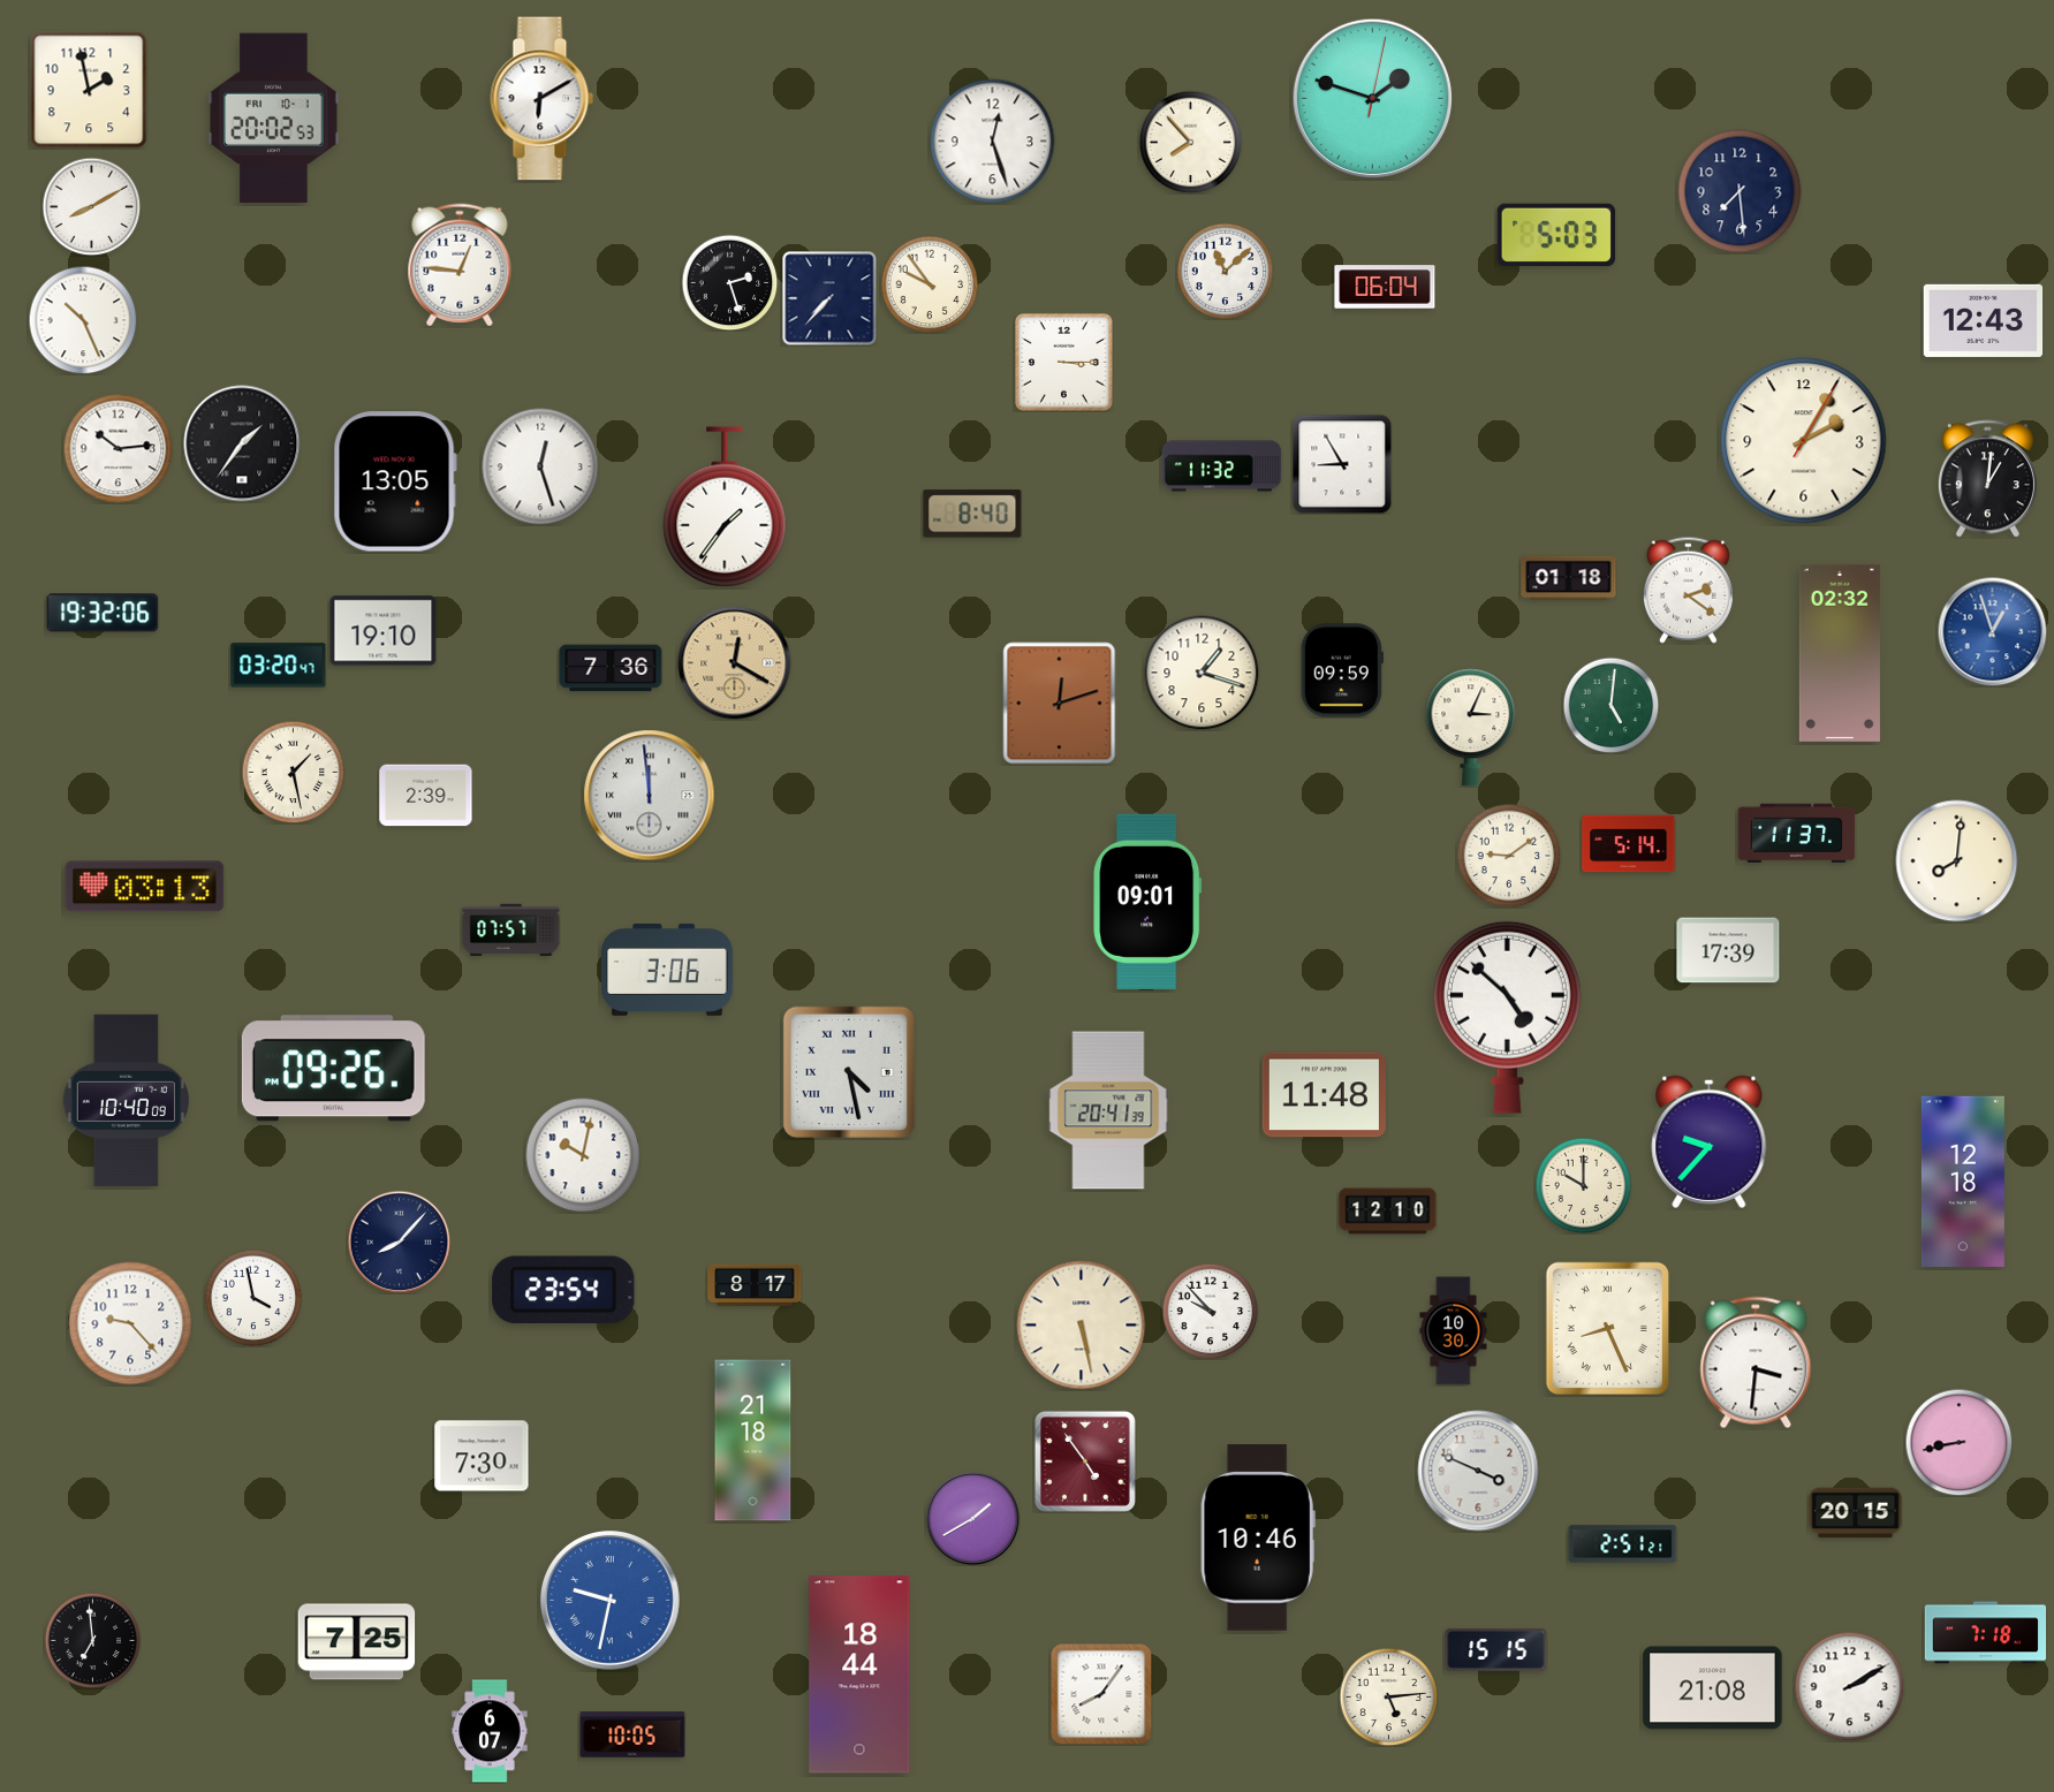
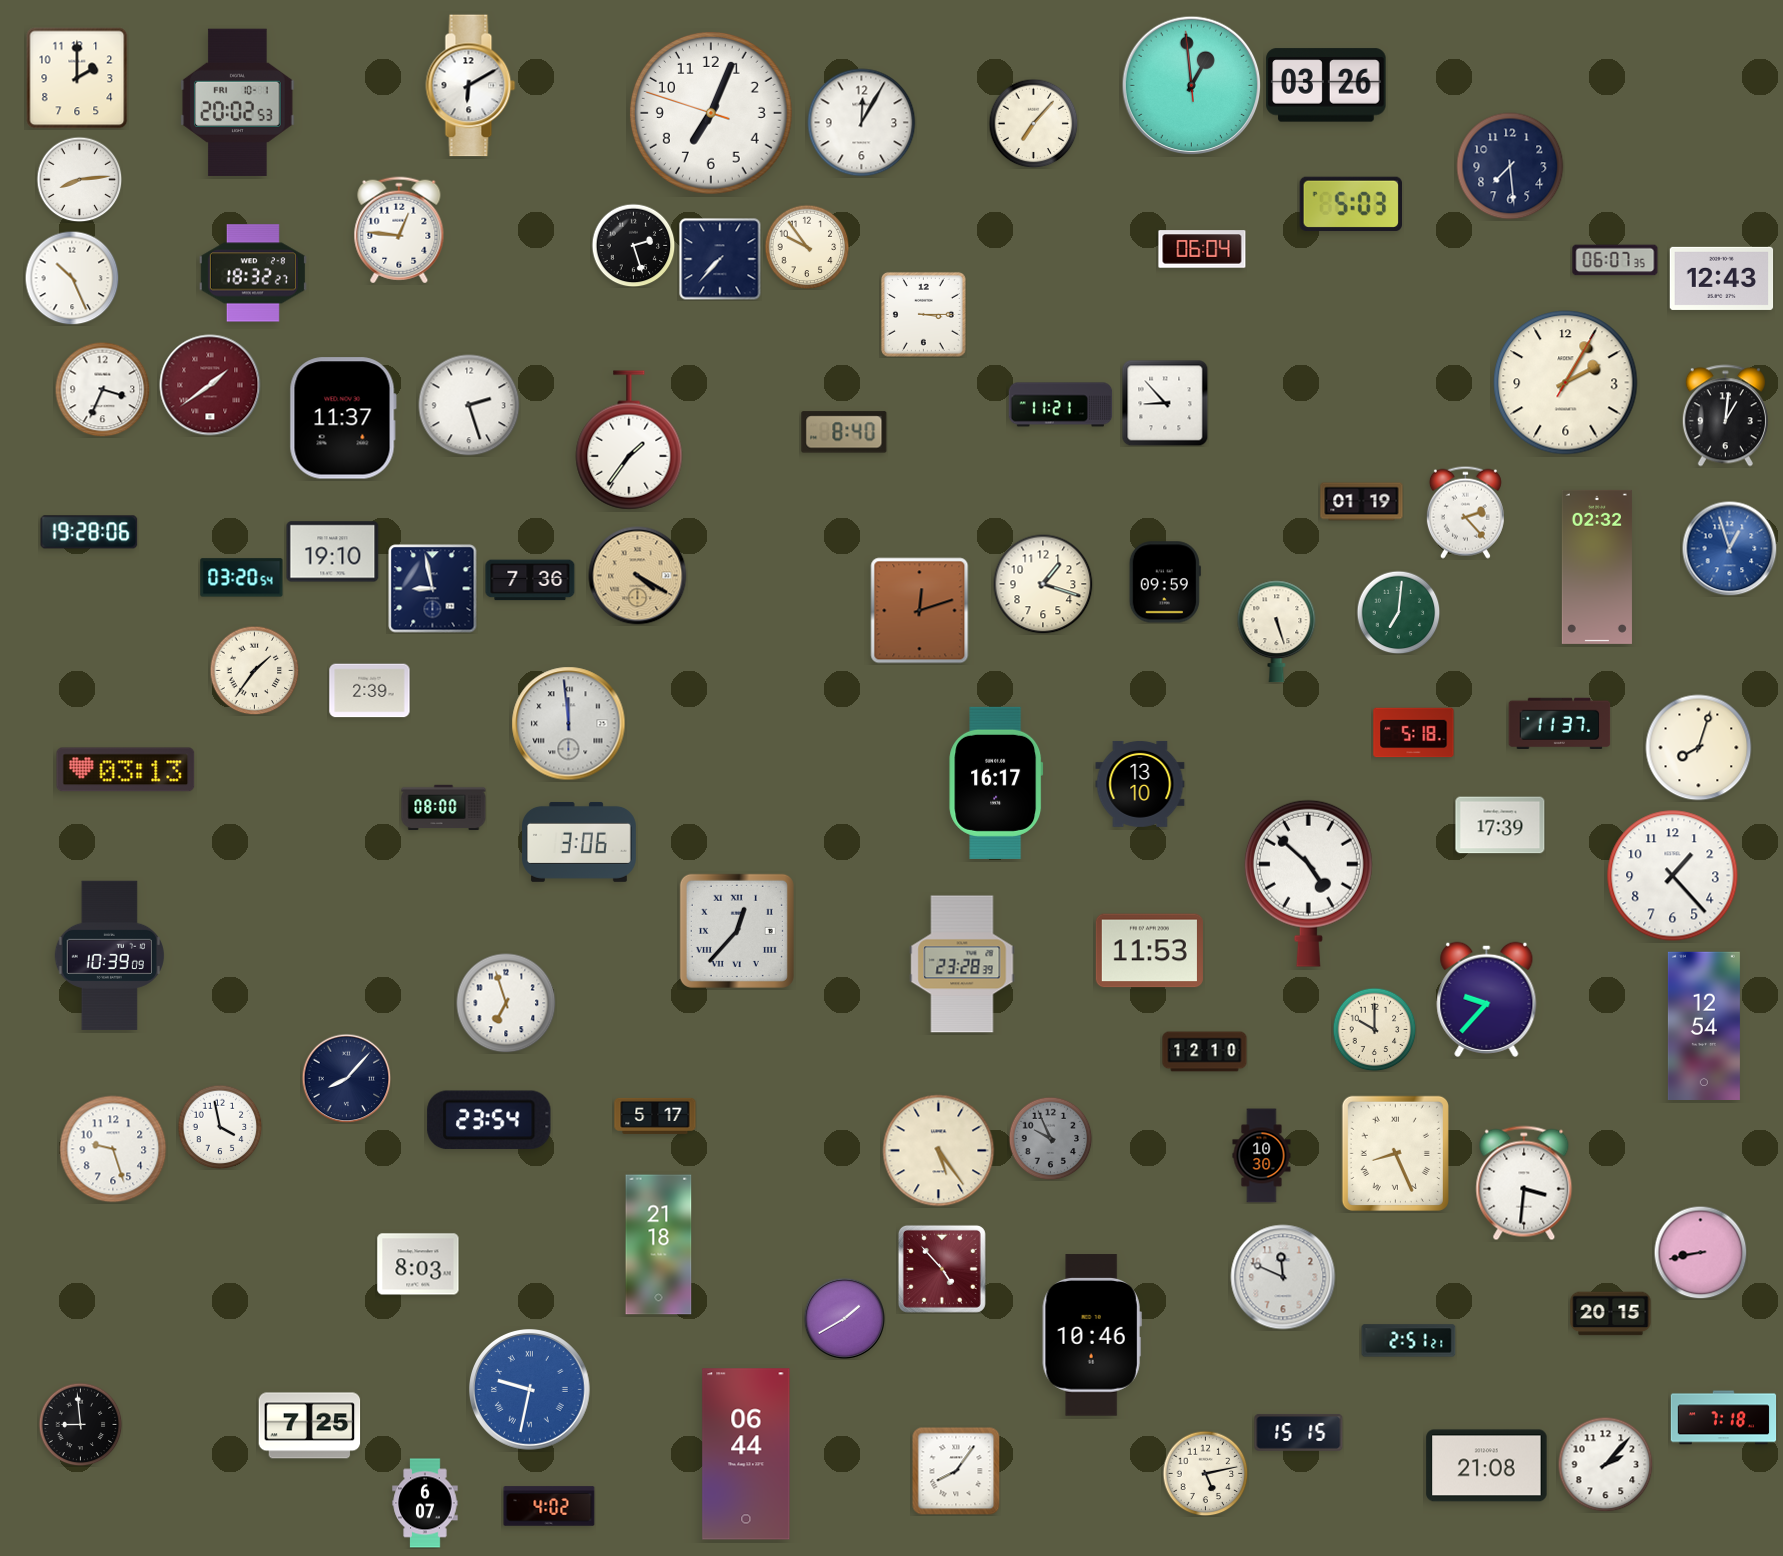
clock at (89, 90): 1:58 -> 2:00
clock at (1326, 85): none -> 03:26
clock at (1373, 99): 1:48 -> 12:58
clock at (711, 113): none -> 7:03
clock at (993, 142): 12:27 -> 12:05
clock at (1190, 142): 7:53 -> 7:07
clock at (91, 206): 8:10 -> 8:14
clock at (1225, 271): 11:08 -> none
clock at (1615, 260): none -> 06:07
clock at (253, 273): none -> 18:32
clock at (242, 443): 1:36 -> 1:39
clock at (242, 443) dial: black -> burgundy
clock at (118, 448): 10:14 -> 3:34
clock at (1342, 464): 8:55 -> 8:53
clock at (540, 466): 12:27 -> 2:27
clock at (1222, 466): 11:32 -> 11:21
clock at (395, 481): 13:05 -> 11:37
clock at (972, 514) position: (972, 514) -> (844, 432)
clock at (1569, 578): 01:18 -> 01:19
clock at (1688, 590): 2:21 -> 2:23
clock at (103, 613): 19:32 -> 19:28
clock at (384, 631) position: (384, 631) -> (333, 552)
clock at (735, 663): 12:20 -> 4:20
clock at (279, 666): 03:20:47 -> 03:20:54
clock at (433, 589): none -> 8:58
clock at (1610, 705): 5:01 -> 7:01
clock at (1471, 728): 3:04 -> 5:27
clock at (293, 772): 1:28 -> 1:36
clock at (650, 796) position: (650, 796) -> (569, 724)
clock at (1629, 844): 5:14 -> 5:18
clock at (1509, 856): 9:09 -> none
clock at (1957, 861): 8:01 -> 8:03
clock at (1147, 902): 09:01 -> 16:17
clock at (1140, 784): none -> 13:10
clock at (511, 931): 07:57 -> 08:00
clock at (1673, 876): none -> 1:23
clock at (333, 1069): 09:26 -> none
clock at (849, 1072): 4:28 -> 12:37
clock at (1324, 1095): 11:48 -> 11:53
clock at (126, 1100): 10:40 -> 10:39
clock at (1108, 1110): 20:41 -> 23:28
clock at (1710, 1141) position: (1710, 1141) -> (1487, 999)
clock at (583, 1155): 10:02 -> 6:57
clock at (1963, 1180): 12:18 -> 12:54
clock at (755, 1285): 8:17 -> 5:17
clock at (1210, 1311): 9:53 -> 9:56
clock at (1210, 1311) dial: white -> grey
clock at (130, 1323): 9:23 -> 9:27
clock at (1082, 1326): 5:28 -> 5:24
clock at (753, 1441) position: (753, 1441) -> (659, 1245)
clock at (482, 1456): 7:30 -> 8:03
clock at (1085, 1461): 4:54 -> 4:53
clock at (1478, 1471): 3:49 -> 11:49
clock at (92, 1640): 6:59 -> 8:59
clock at (859, 1675): 18:44 -> 06:44
clock at (1849, 1686): 2:10 -> 2:07
clock at (1388, 1696): 5:14 -> 5:13
clock at (632, 1734): 10:05 -> 4:02
